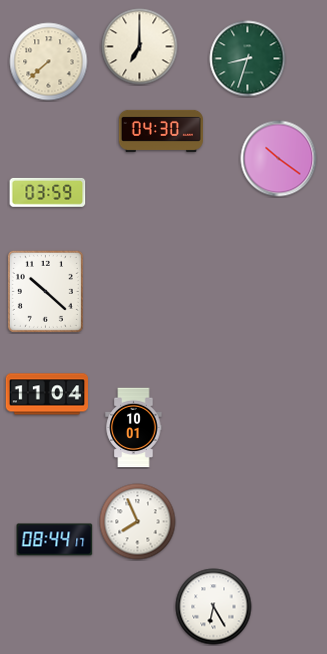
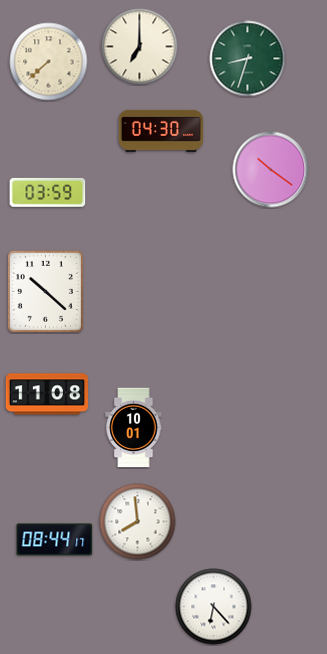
clock at (279, 159) position: (279, 159) -> (271, 170)
clock at (46, 394): 11:04 -> 11:08
clock at (138, 522): 7:56 -> 7:59
clock at (214, 607): 6:25 -> 6:23
